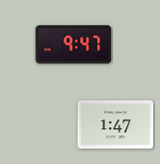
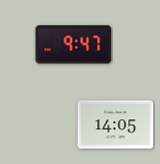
clock at (116, 125): 1:47 -> 14:05
